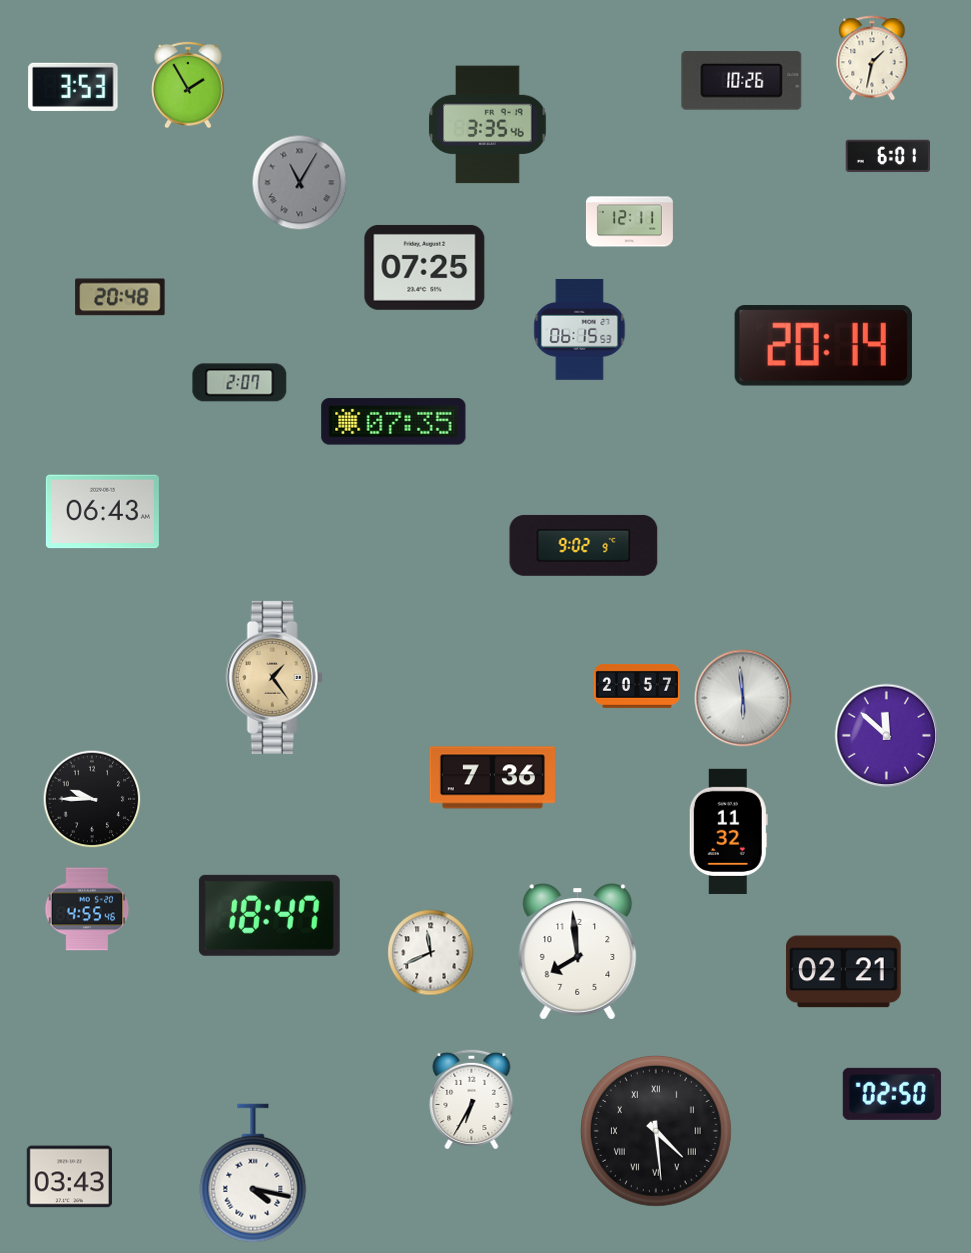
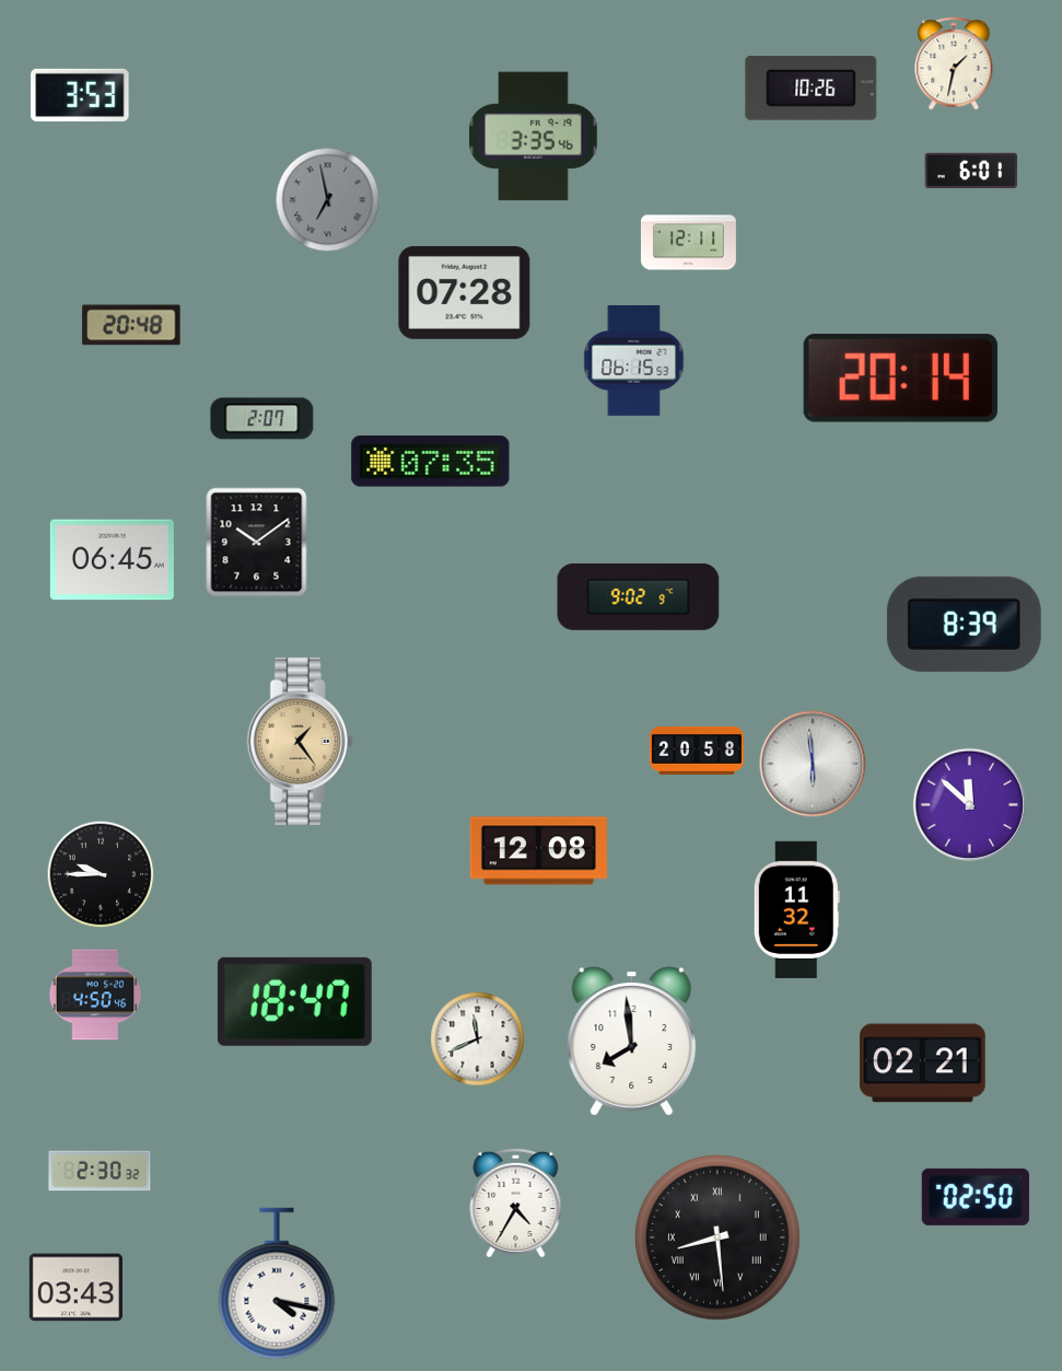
clock at (188, 85): 1:55 -> none
clock at (300, 183): 11:05 -> 6:58
clock at (425, 267): 07:25 -> 07:28
clock at (257, 543): none -> 10:09
clock at (102, 512): 06:43 -> 06:45
clock at (964, 624): none -> 8:39
clock at (637, 687): 20:57 -> 20:58
clock at (492, 778): 7:36 -> 12:08
clock at (87, 909): 4:55 -> 4:50
clock at (431, 953) position: (431, 953) -> (478, 1039)
clock at (100, 1171): none -> 2:30
clock at (472, 1098): 6:35 -> 4:35
clock at (656, 1131): 4:29 -> 8:29
